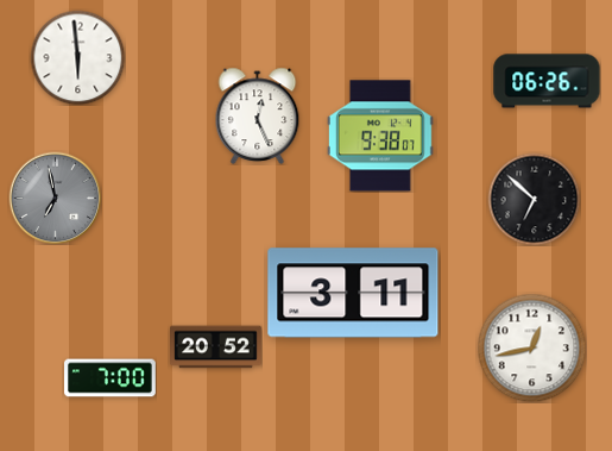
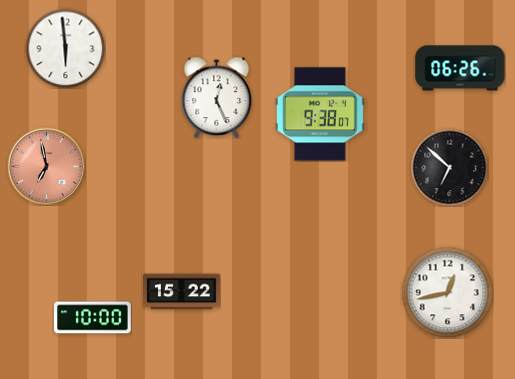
clock at (55, 198) dial: grey -> salmon
clock at (353, 293): 3:11 -> none
clock at (216, 347): 20:52 -> 15:22
clock at (111, 378): 7:00 -> 10:00
